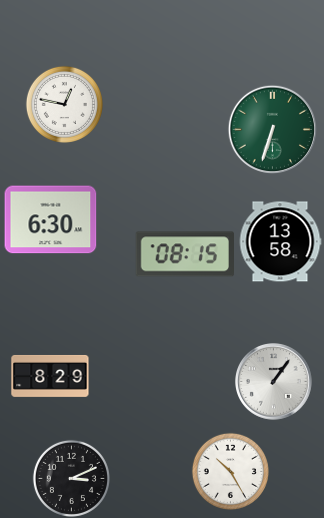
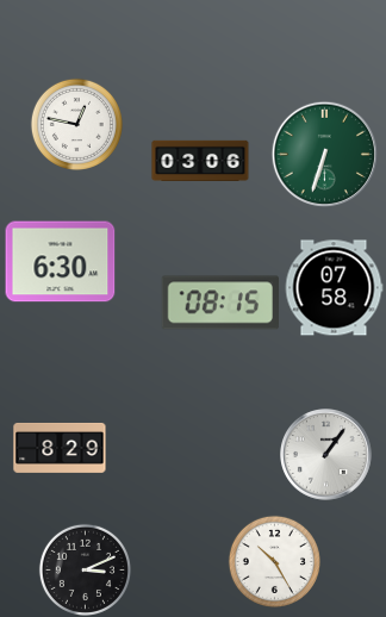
clock at (200, 160): none -> 03:06
clock at (280, 242): 13:58 -> 07:58
